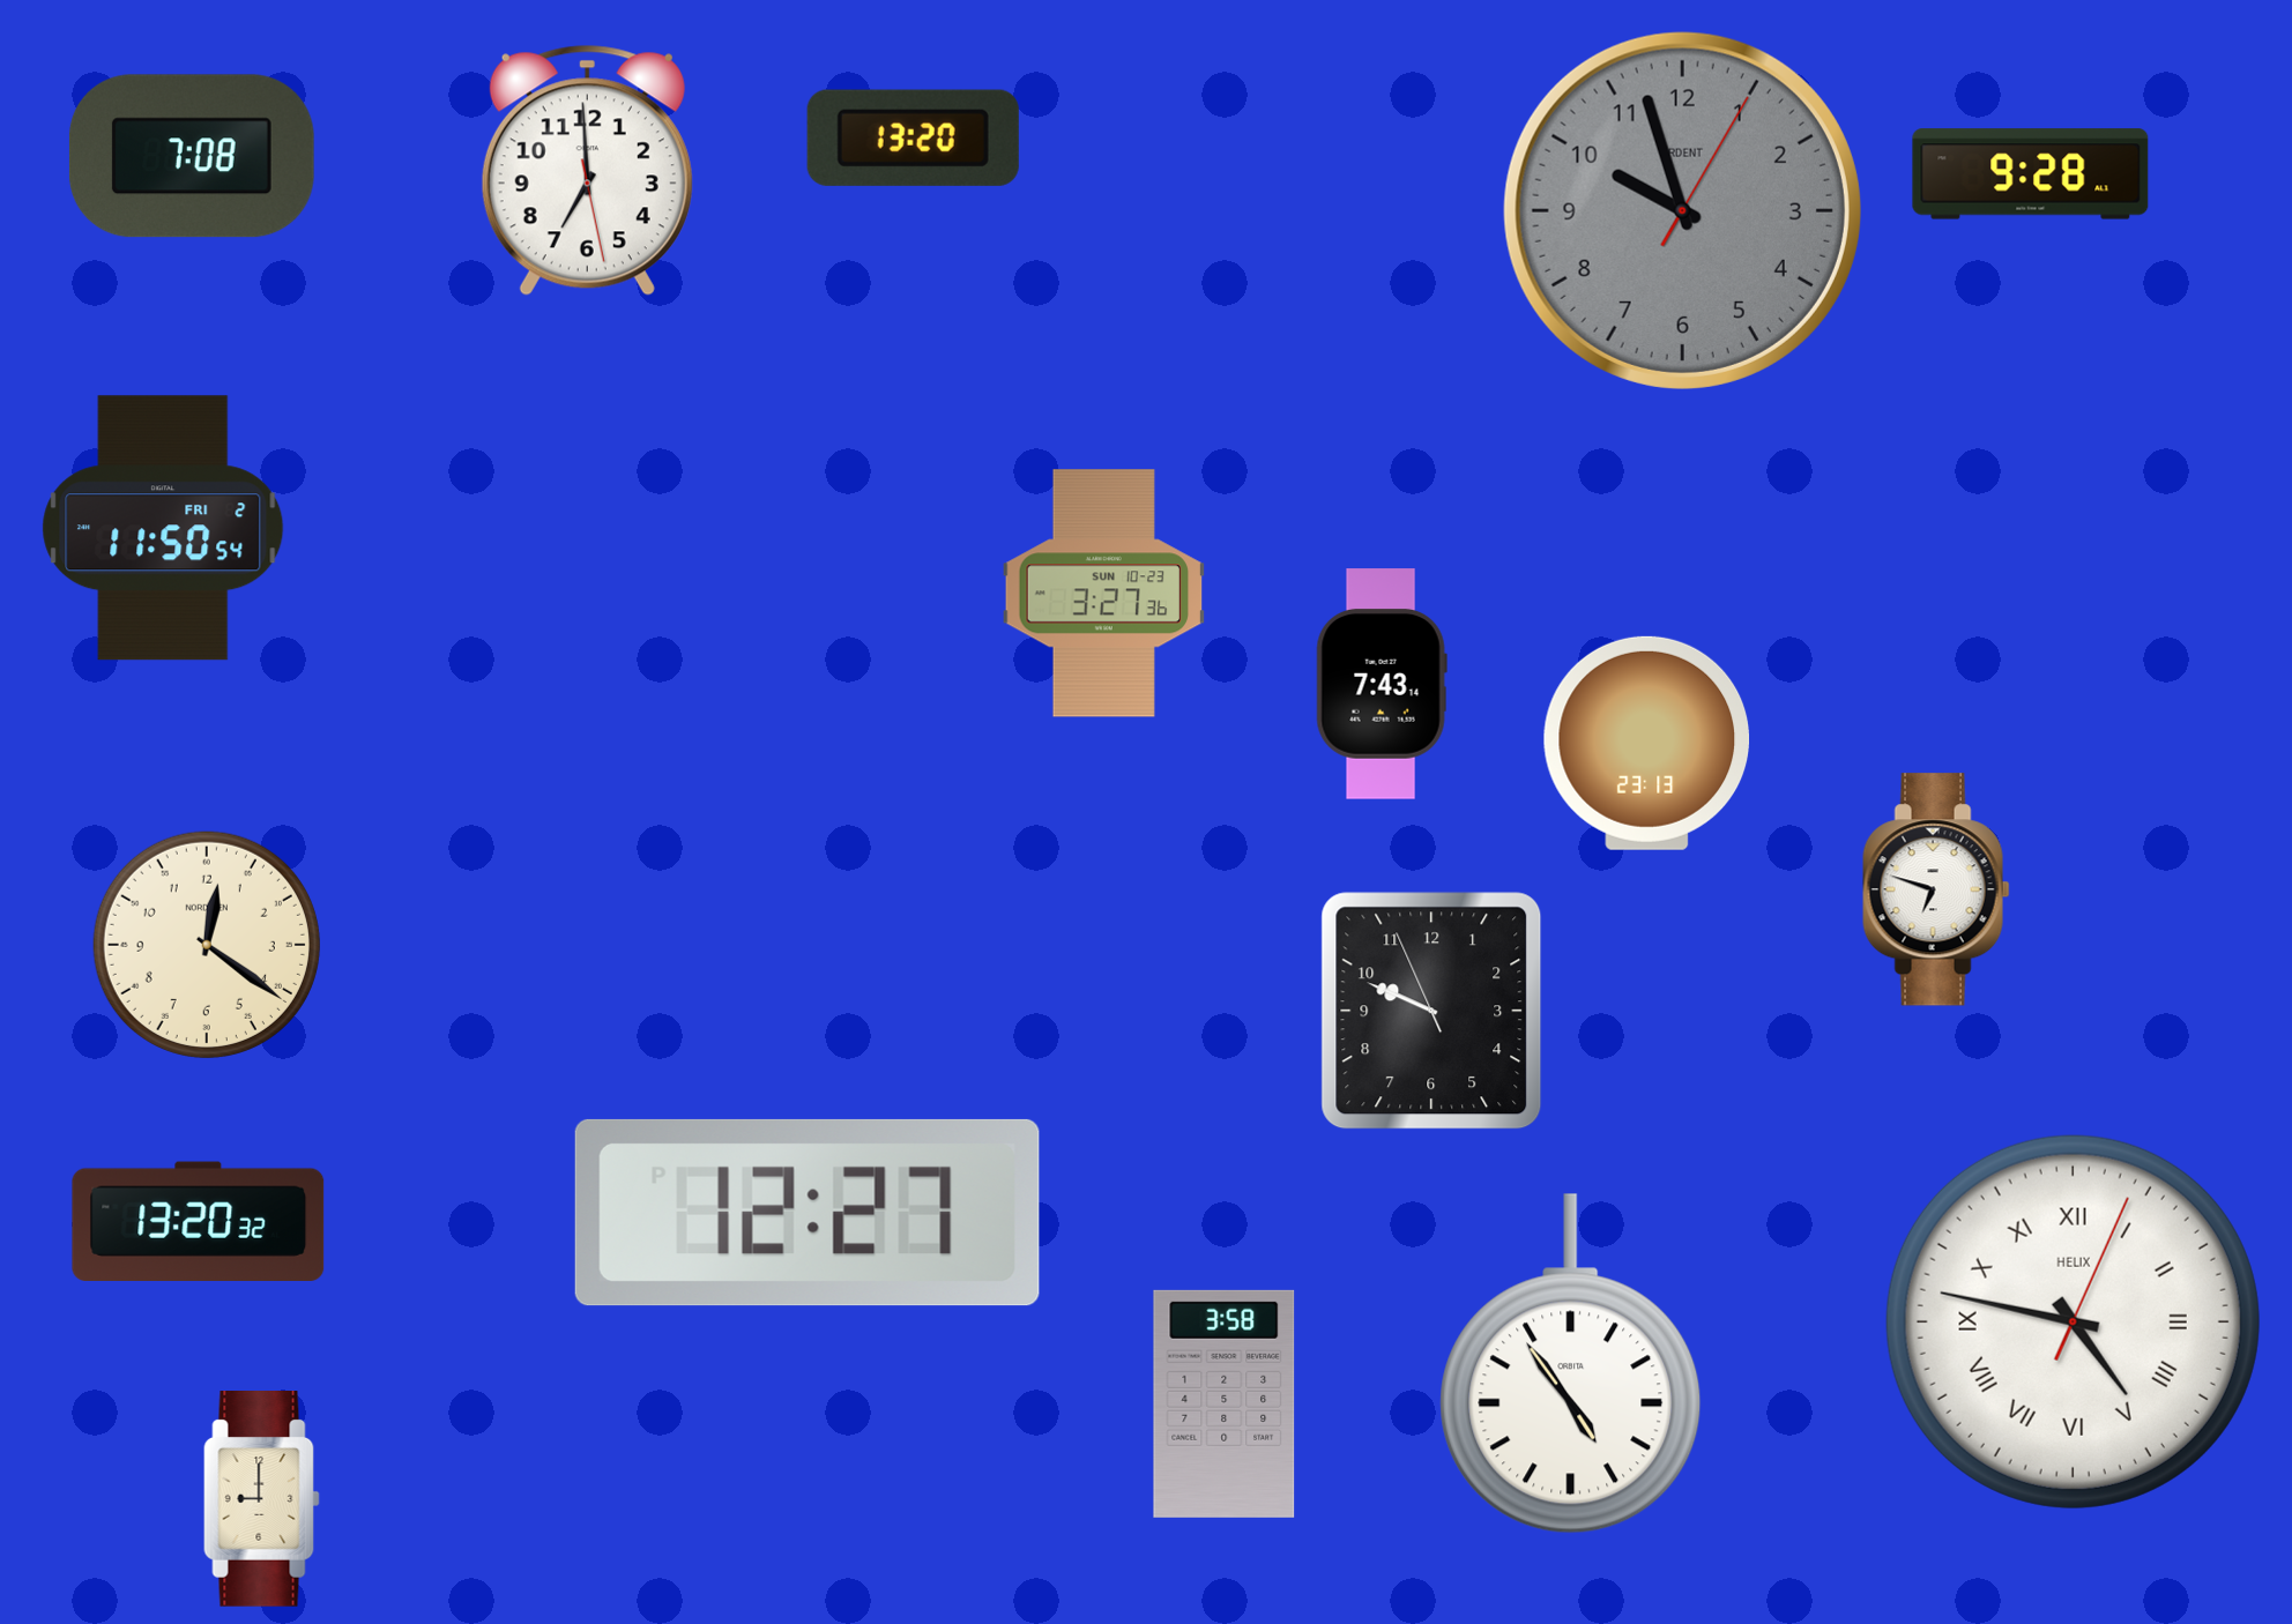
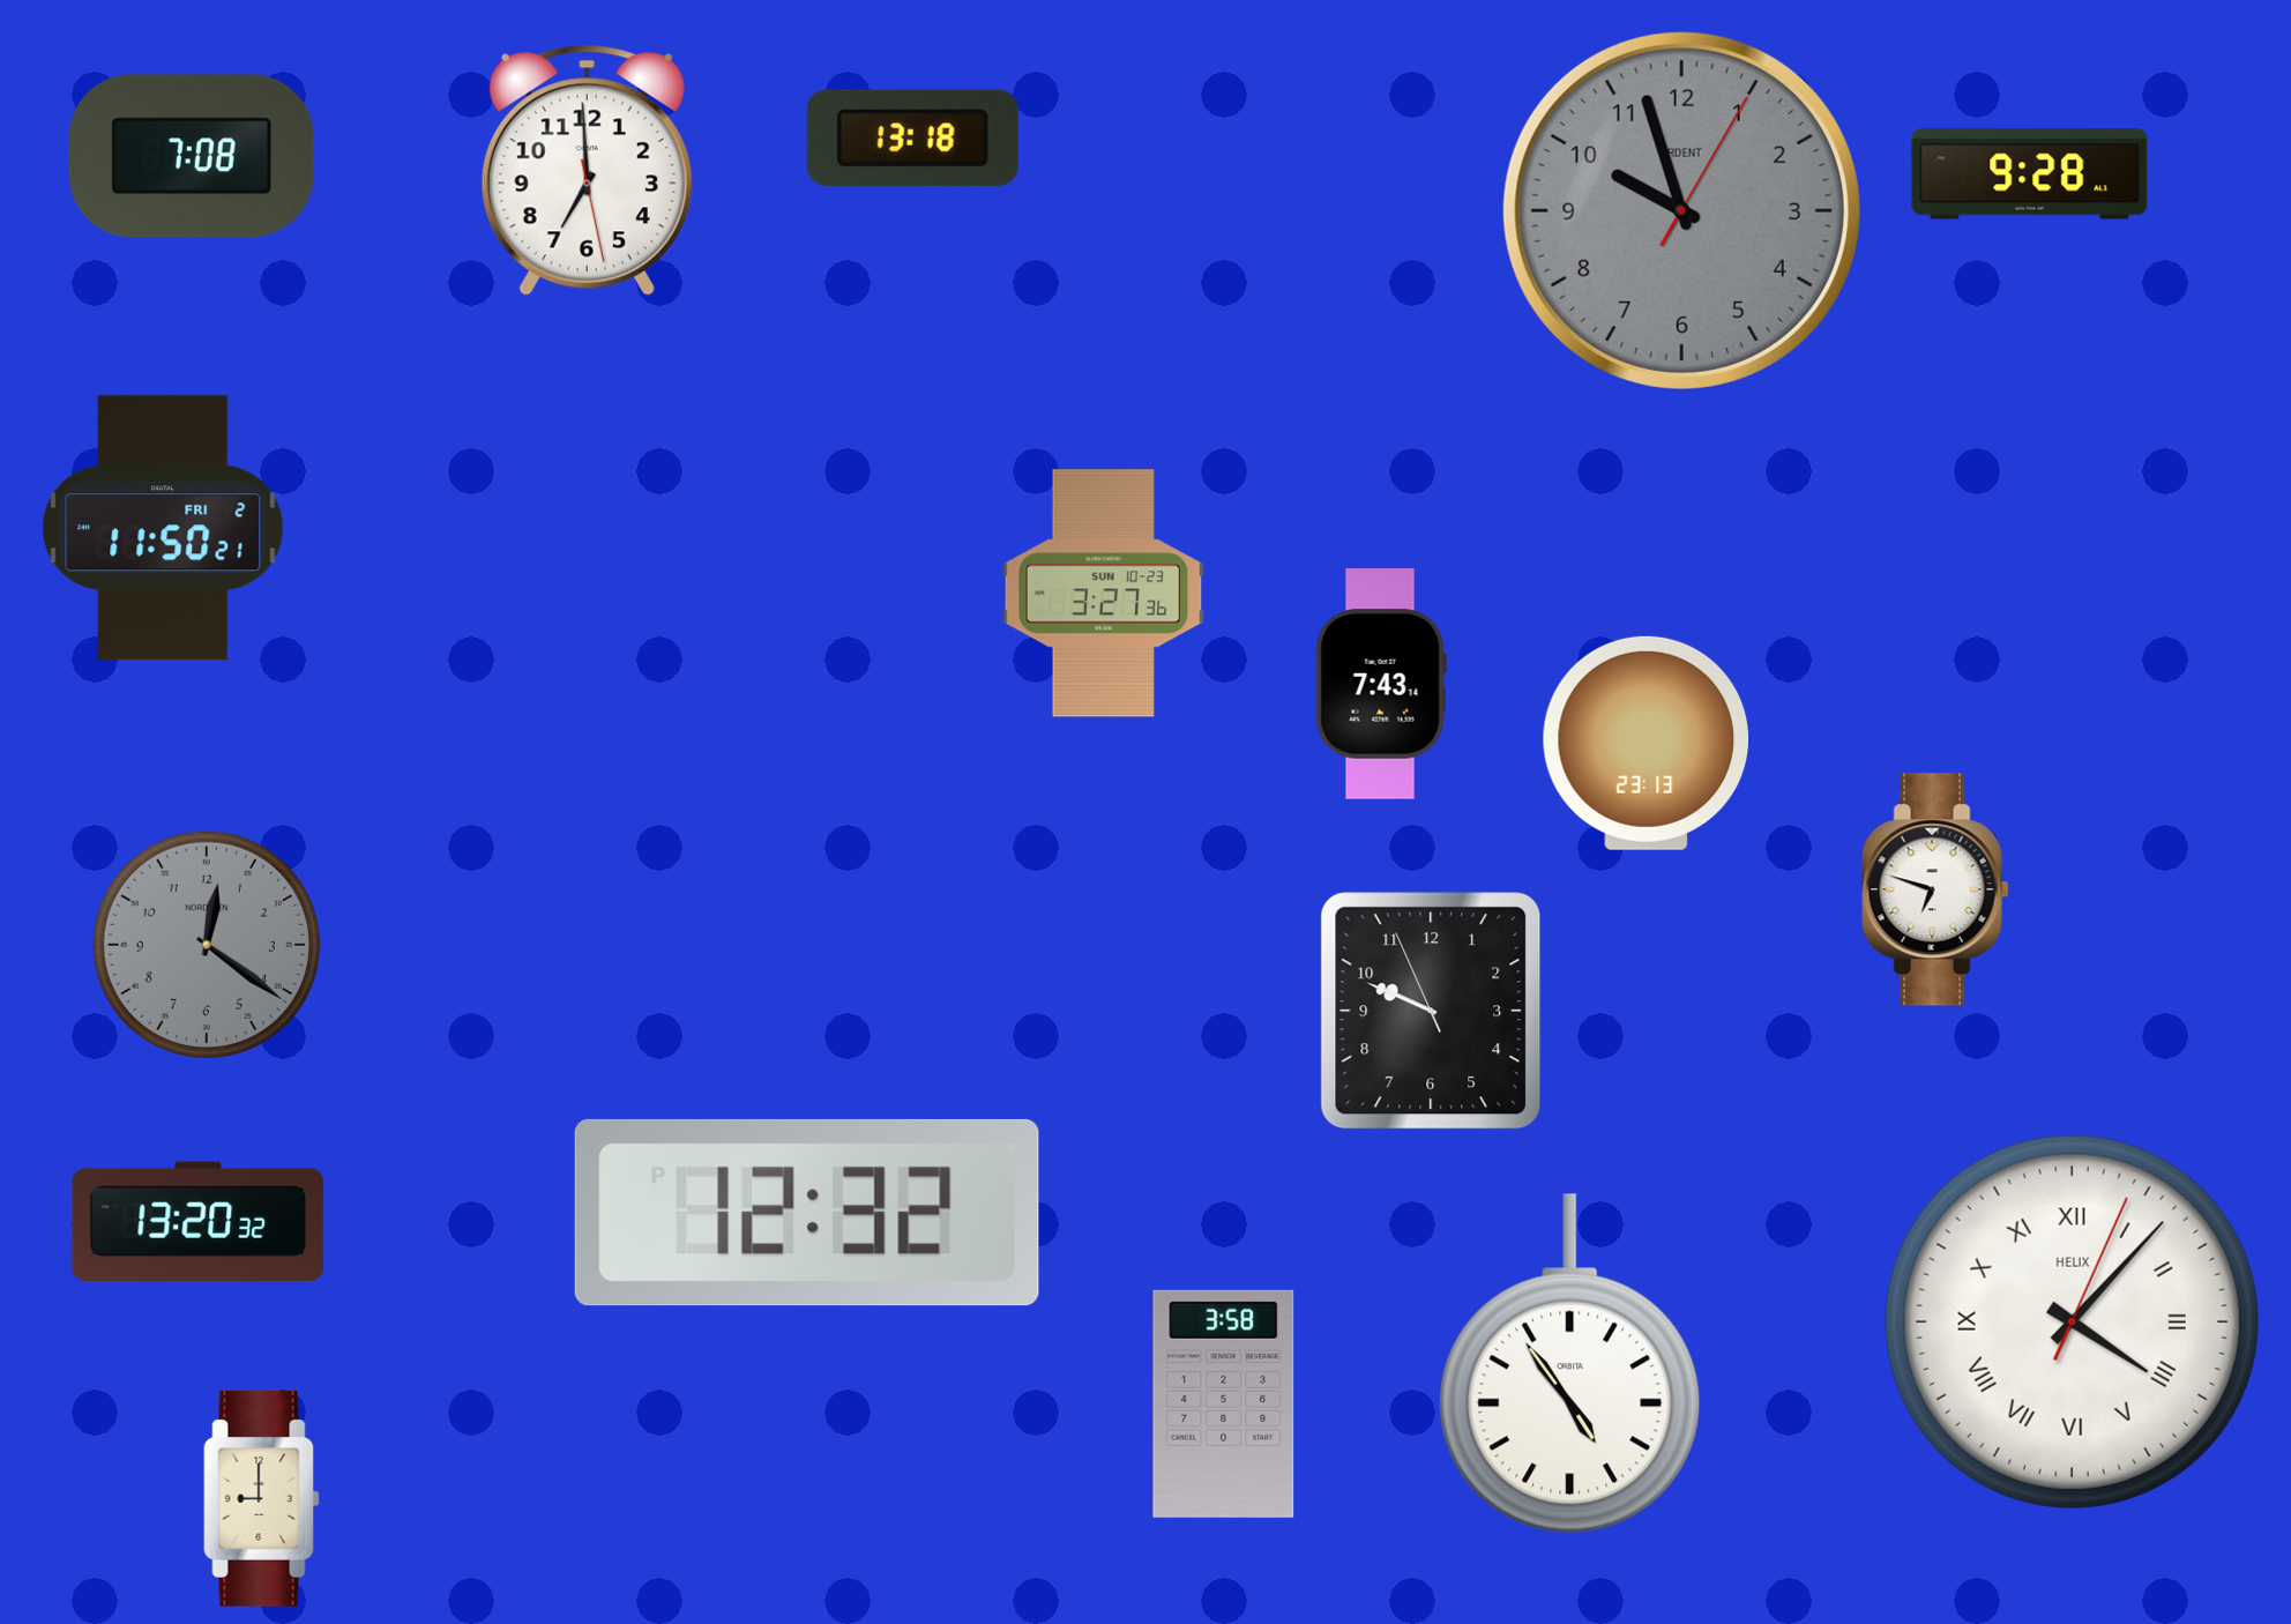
clock at (913, 137): 13:20 -> 13:18
clock at (163, 528): 11:50:54 -> 11:50:21
clock at (207, 945) dial: cream -> grey
clock at (808, 1213): 12:27 -> 12:32
clock at (2073, 1321): 4:47 -> 4:07
